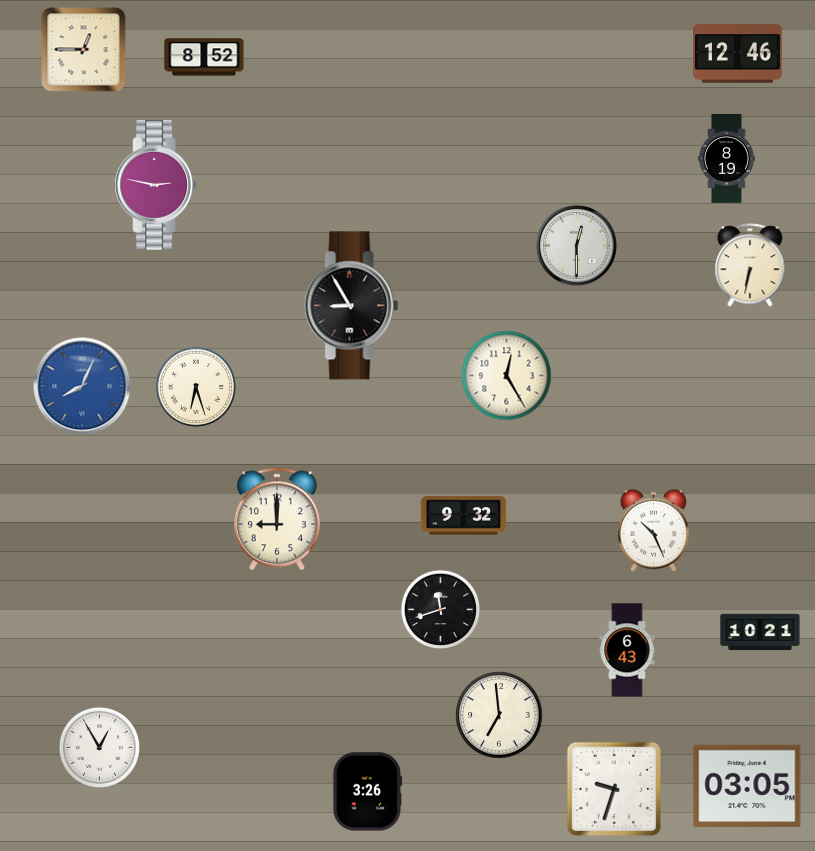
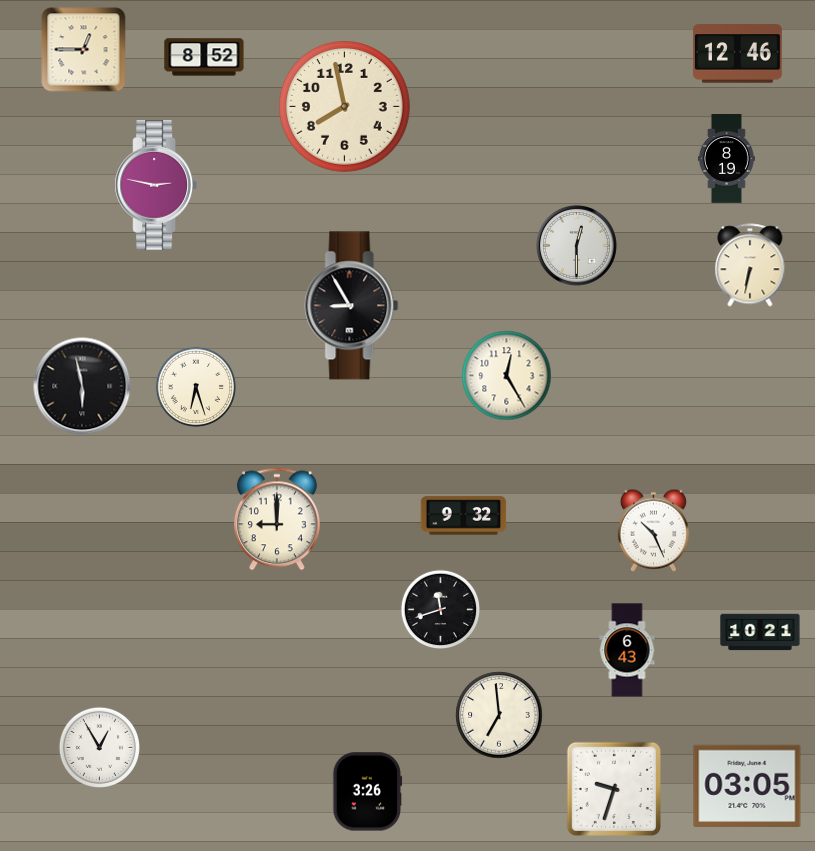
clock at (344, 106): none -> 7:58
clock at (82, 386): 8:04 -> 5:58
clock at (82, 386) dial: blue -> black
